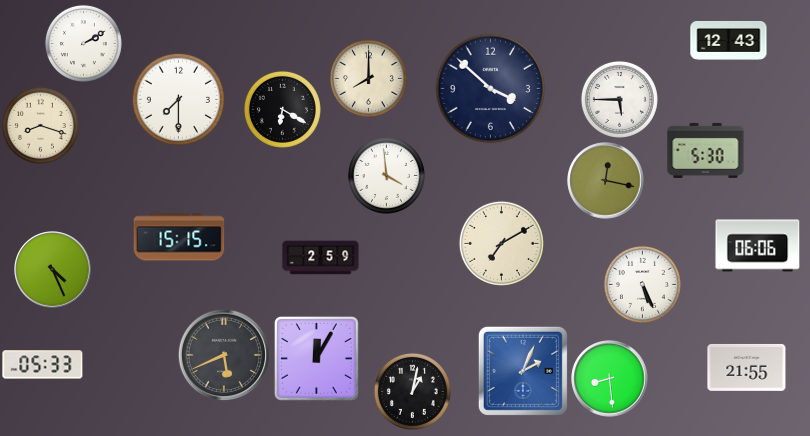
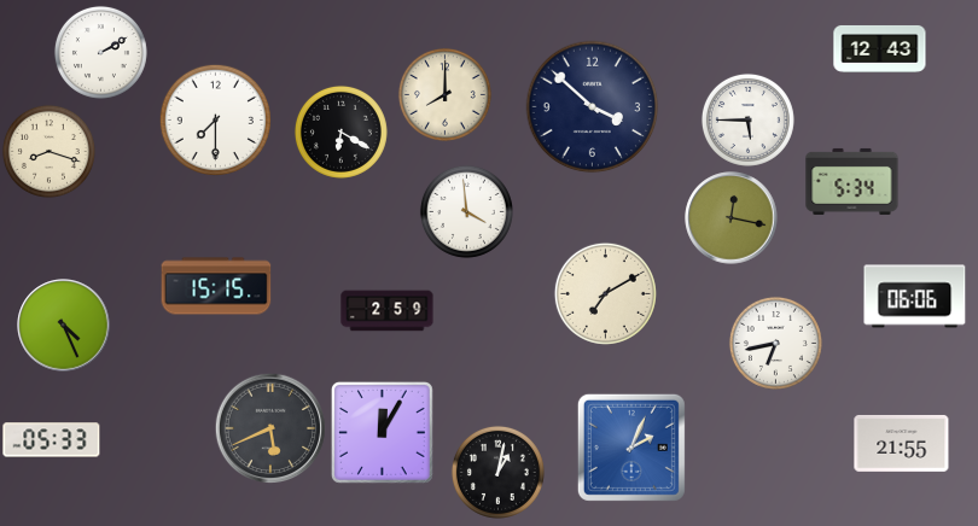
clock at (706, 150): 5:30 -> 5:34
clock at (642, 284): 5:26 -> 6:43
clock at (610, 379): 8:29 -> none
